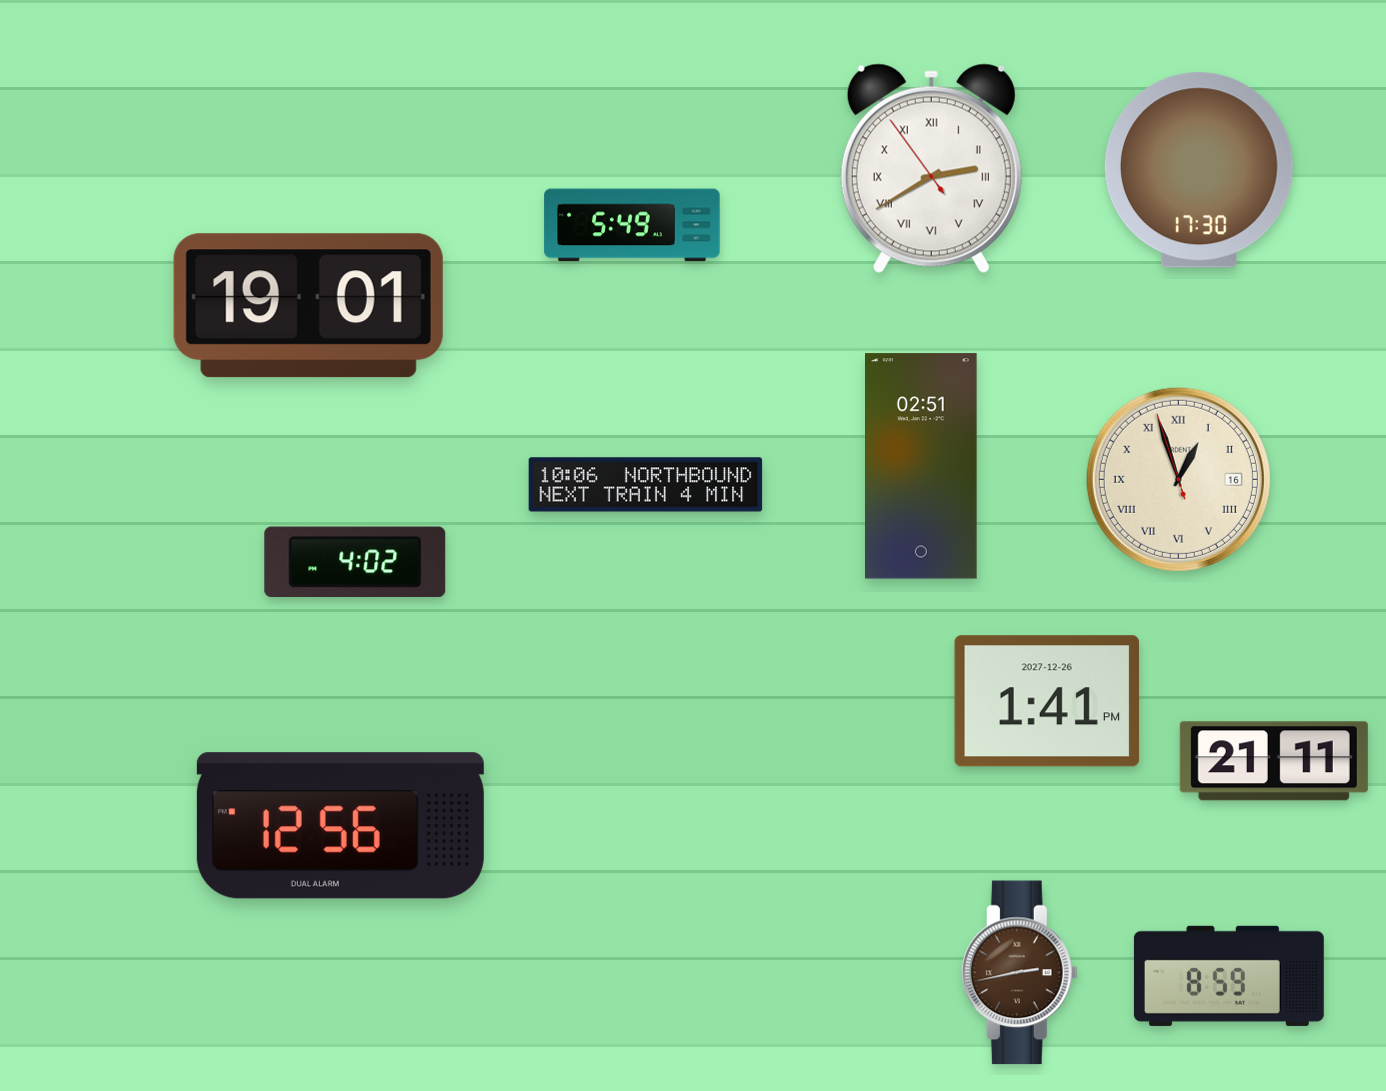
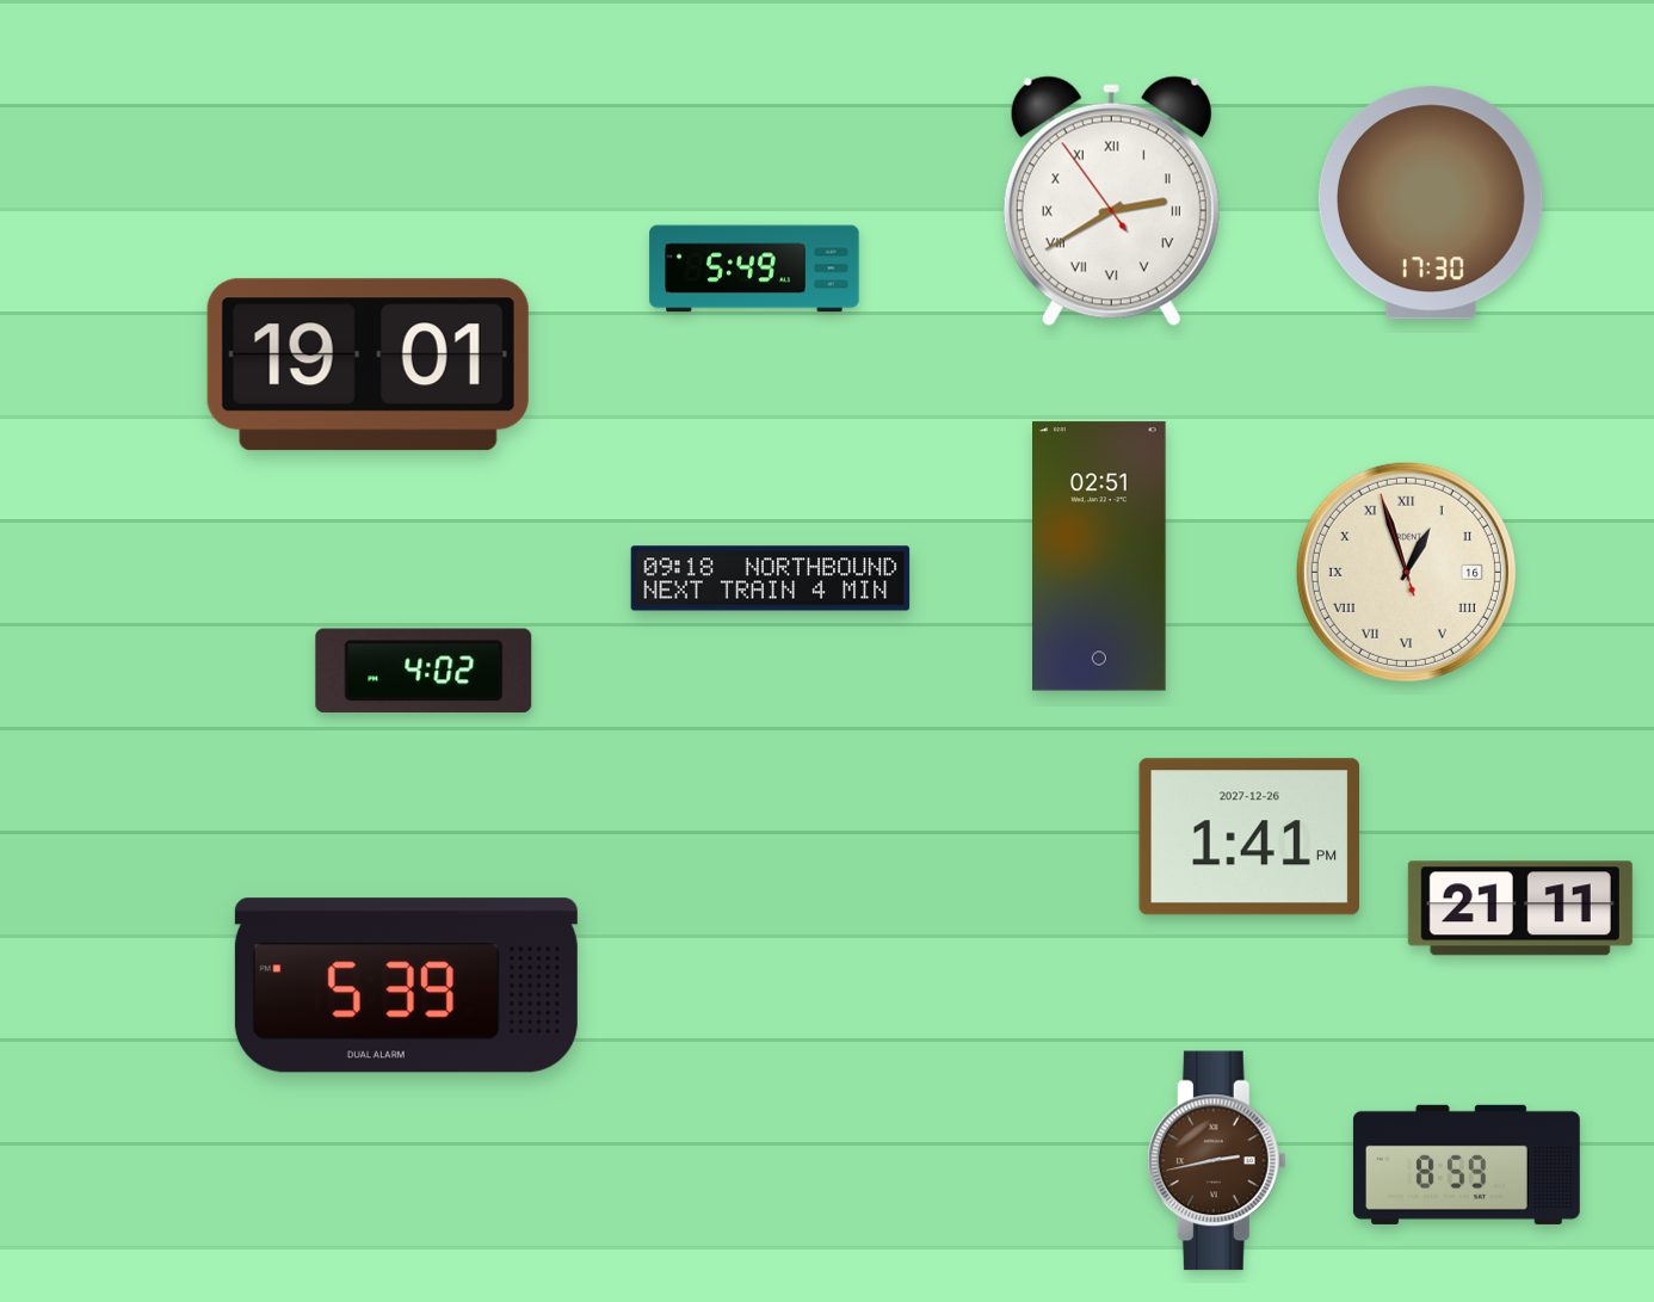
clock at (646, 485): 10:06 -> 09:18
clock at (340, 826): 12:56 -> 5:39
